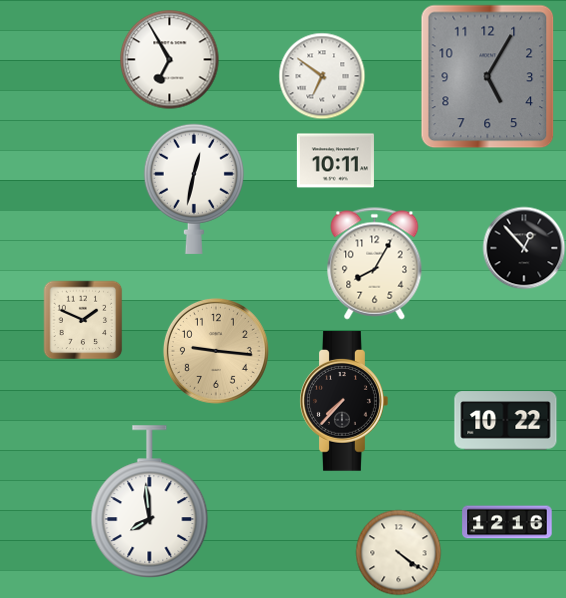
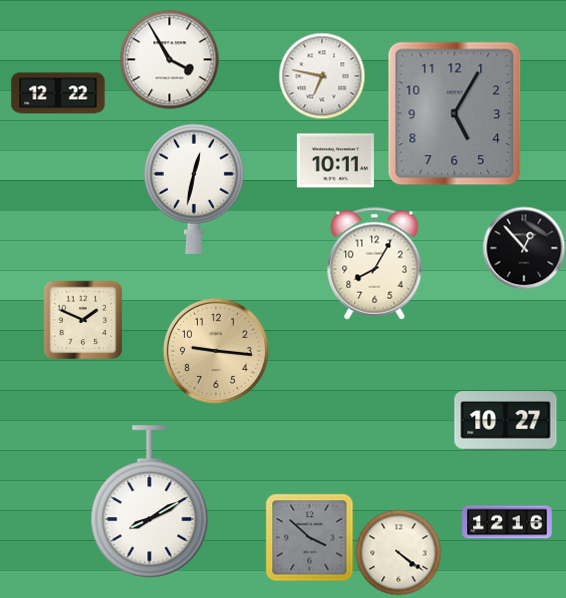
clock at (170, 60): 6:55 -> 3:55
clock at (322, 76): 6:51 -> 6:47
clock at (488, 77) position: (488, 77) -> (455, 114)
clock at (58, 93): none -> 12:22
clock at (344, 402): 7:37 -> none
clock at (506, 421): 10:22 -> 10:27
clock at (150, 502): 7:59 -> 8:10
clock at (309, 537): none -> 3:52
